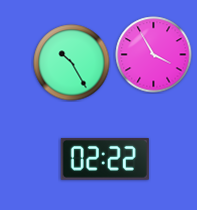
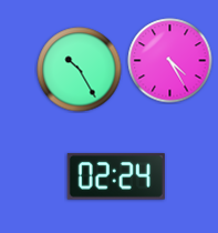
clock at (154, 55): 3:55 -> 4:25
clock at (105, 159): 02:22 -> 02:24
